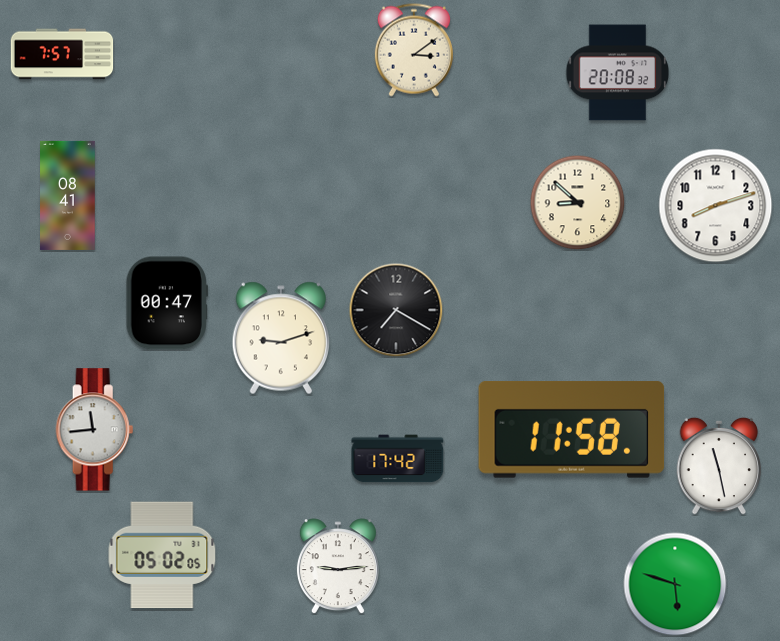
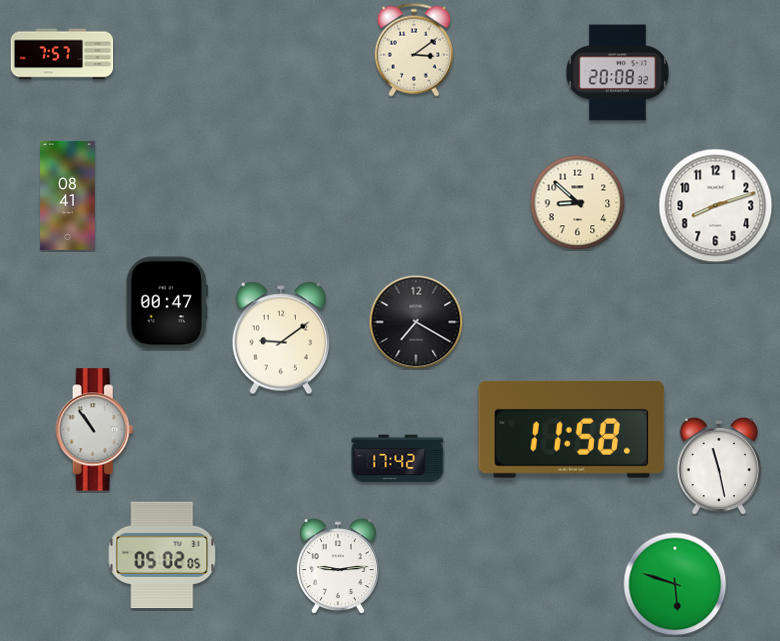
clock at (396, 310) position: (396, 310) -> (416, 322)
clock at (281, 338): 9:12 -> 9:09
clock at (95, 430): 11:44 -> 10:54
